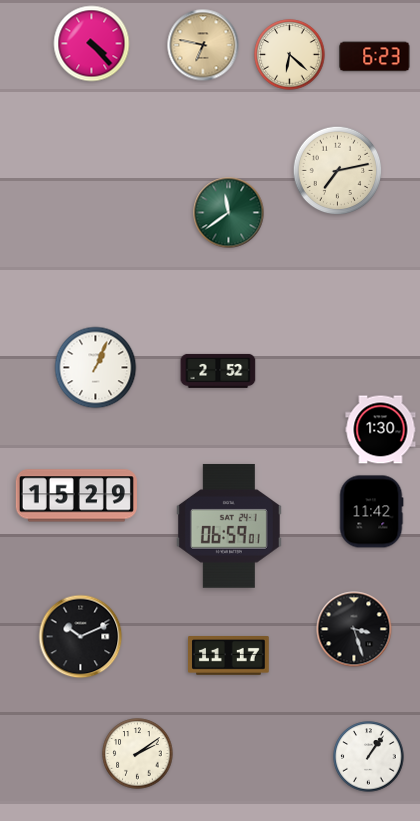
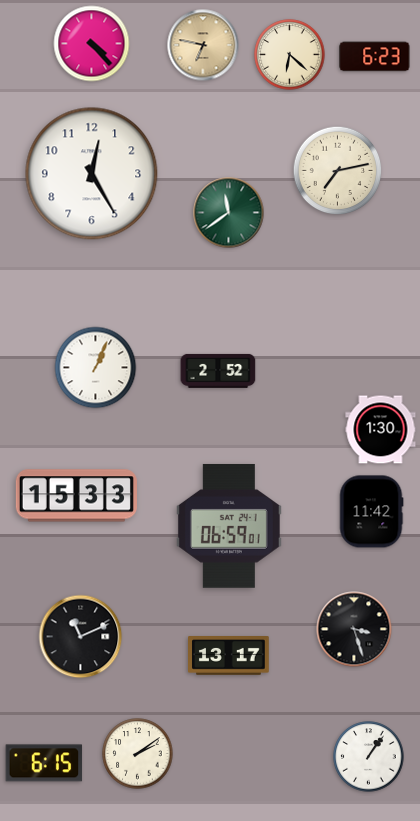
clock at (92, 174): none -> 12:25
clock at (76, 496): 15:29 -> 15:33
clock at (81, 637): 10:11 -> 11:11
clock at (229, 656): 11:17 -> 13:17
clock at (44, 763): none -> 6:15
